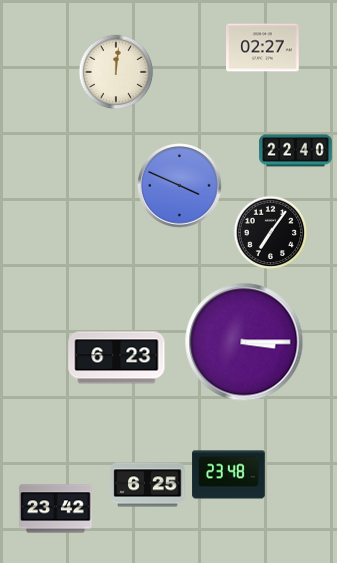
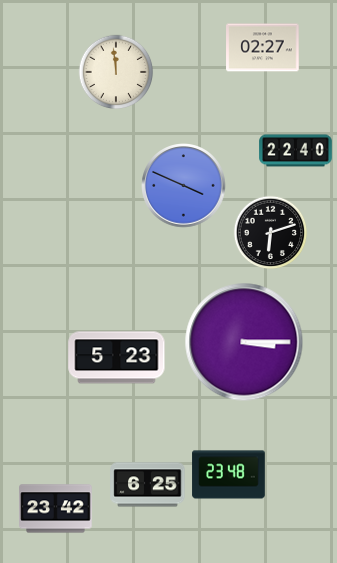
clock at (116, 72): 12:01 -> 11:59
clock at (180, 186) position: (180, 186) -> (184, 186)
clock at (271, 233): 7:06 -> 6:12
clock at (117, 358): 6:23 -> 5:23
